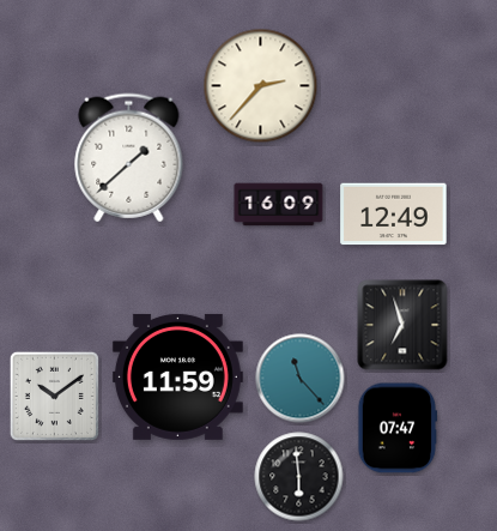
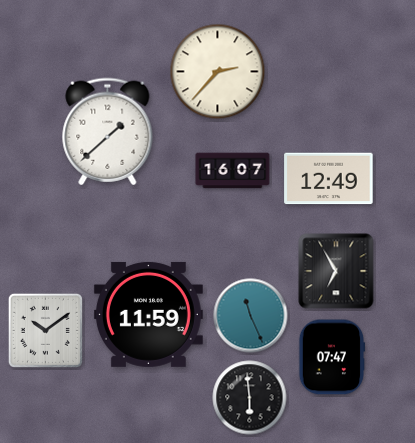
clock at (279, 205): 16:09 -> 16:07
clock at (402, 325): 6:57 -> 6:55
clock at (301, 379): 11:23 -> 11:26
